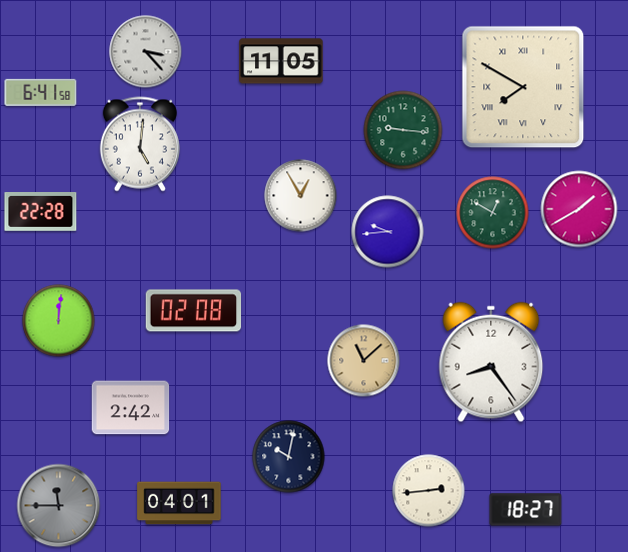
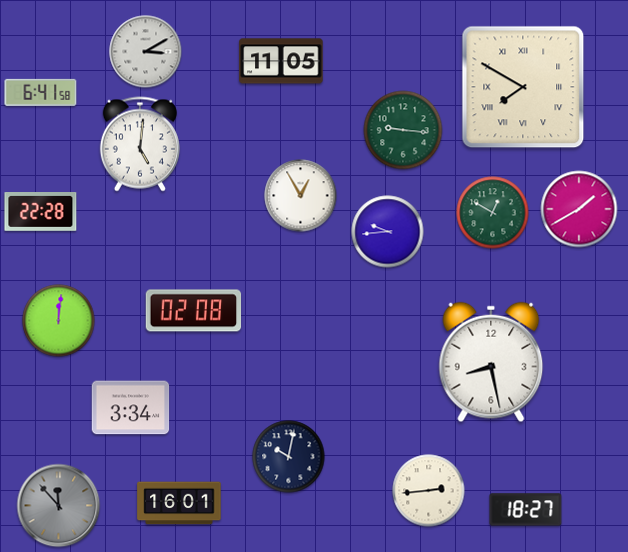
clock at (146, 52): 3:23 -> 3:10
clock at (364, 361): 11:08 -> none
clock at (491, 362): 8:24 -> 8:28
clock at (131, 408): 2:42 -> 3:34
clock at (179, 503): 04:01 -> 16:01
clock at (59, 506): 11:45 -> 11:53
